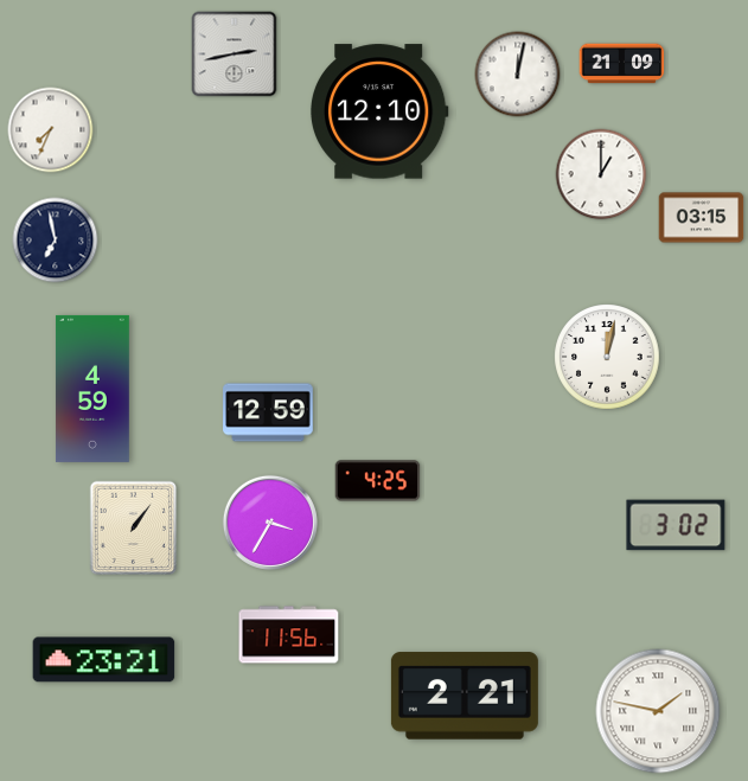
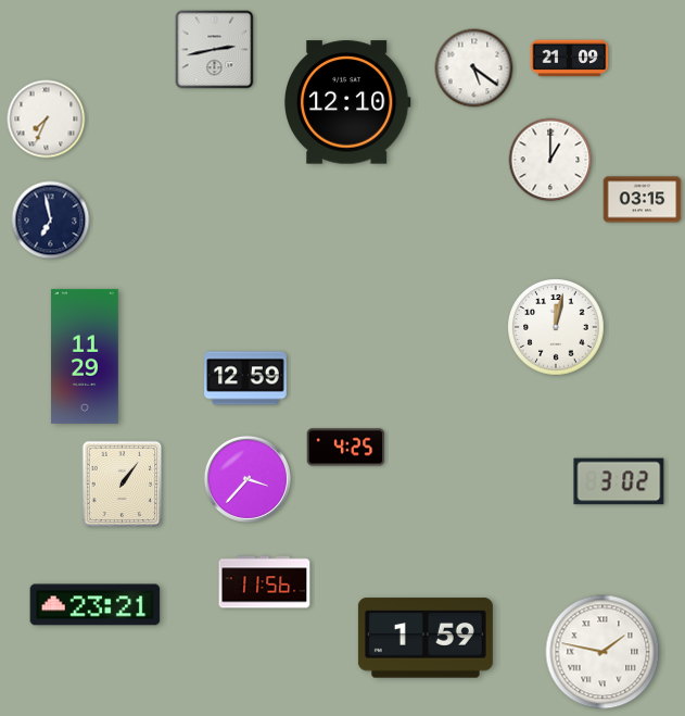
clock at (518, 75): 12:02 -> 5:21
clock at (92, 389): 4:59 -> 11:29
clock at (378, 481) position: (378, 481) -> (346, 448)
clock at (270, 523): 3:35 -> 3:37
clock at (465, 696): 2:21 -> 1:59
